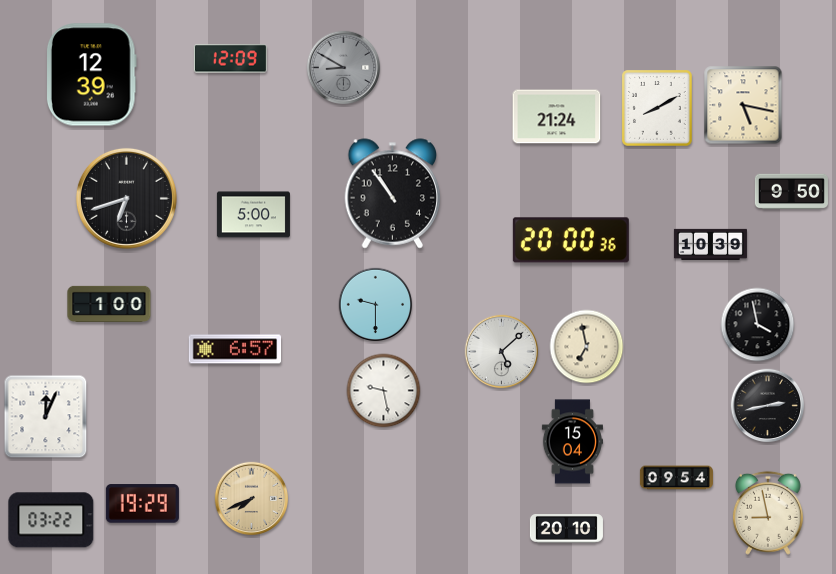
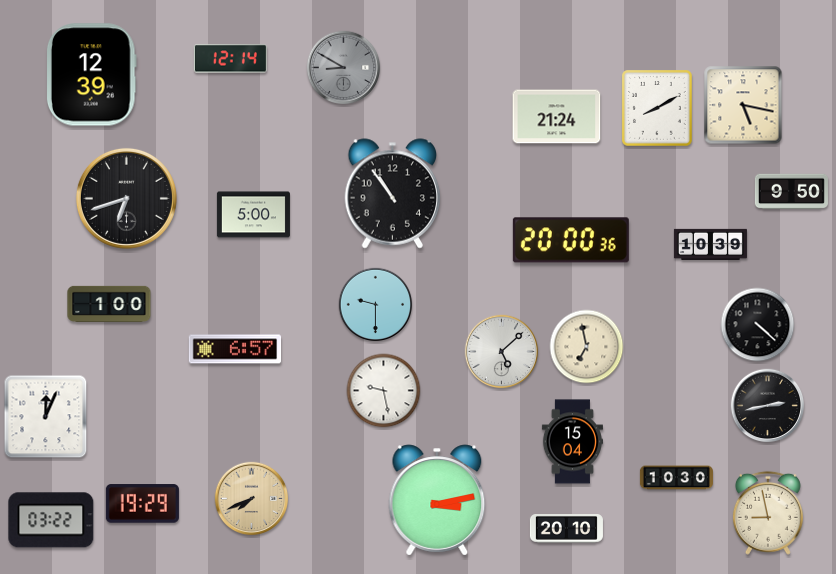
clock at (230, 59): 12:09 -> 12:14
clock at (758, 325): 3:58 -> 4:22
clock at (676, 478): 09:54 -> 10:30
clock at (437, 500): none -> 3:13
